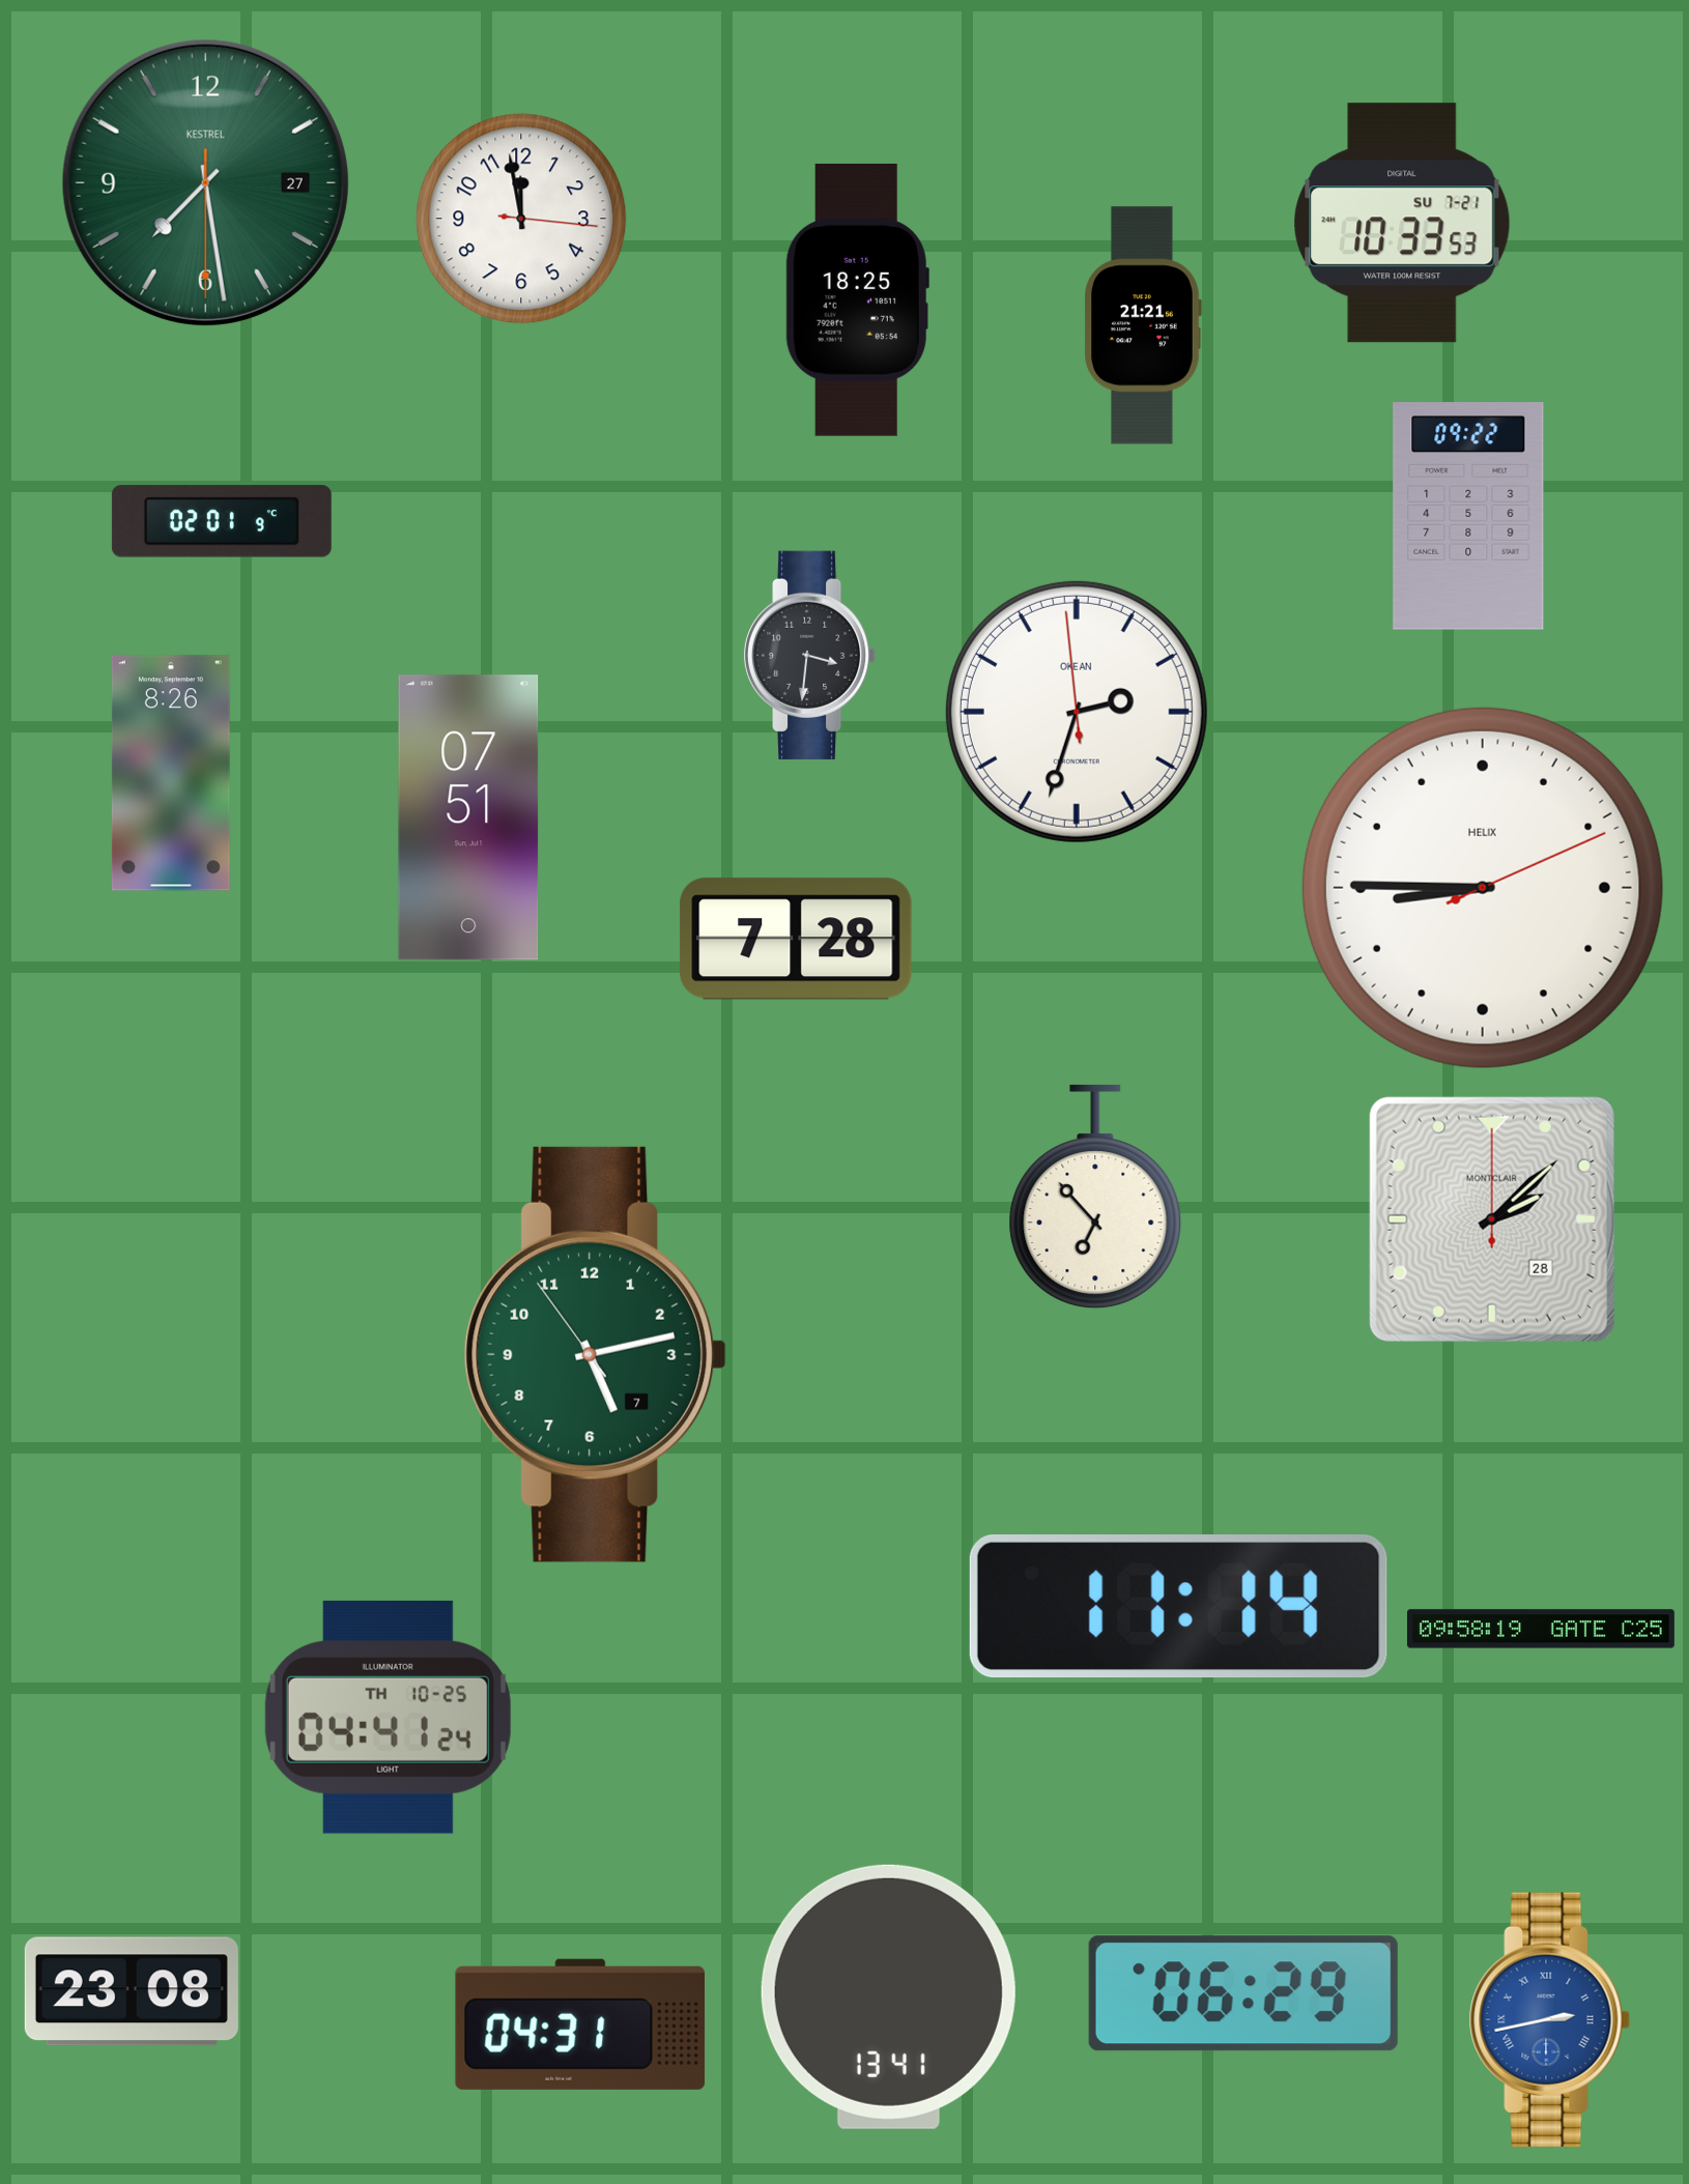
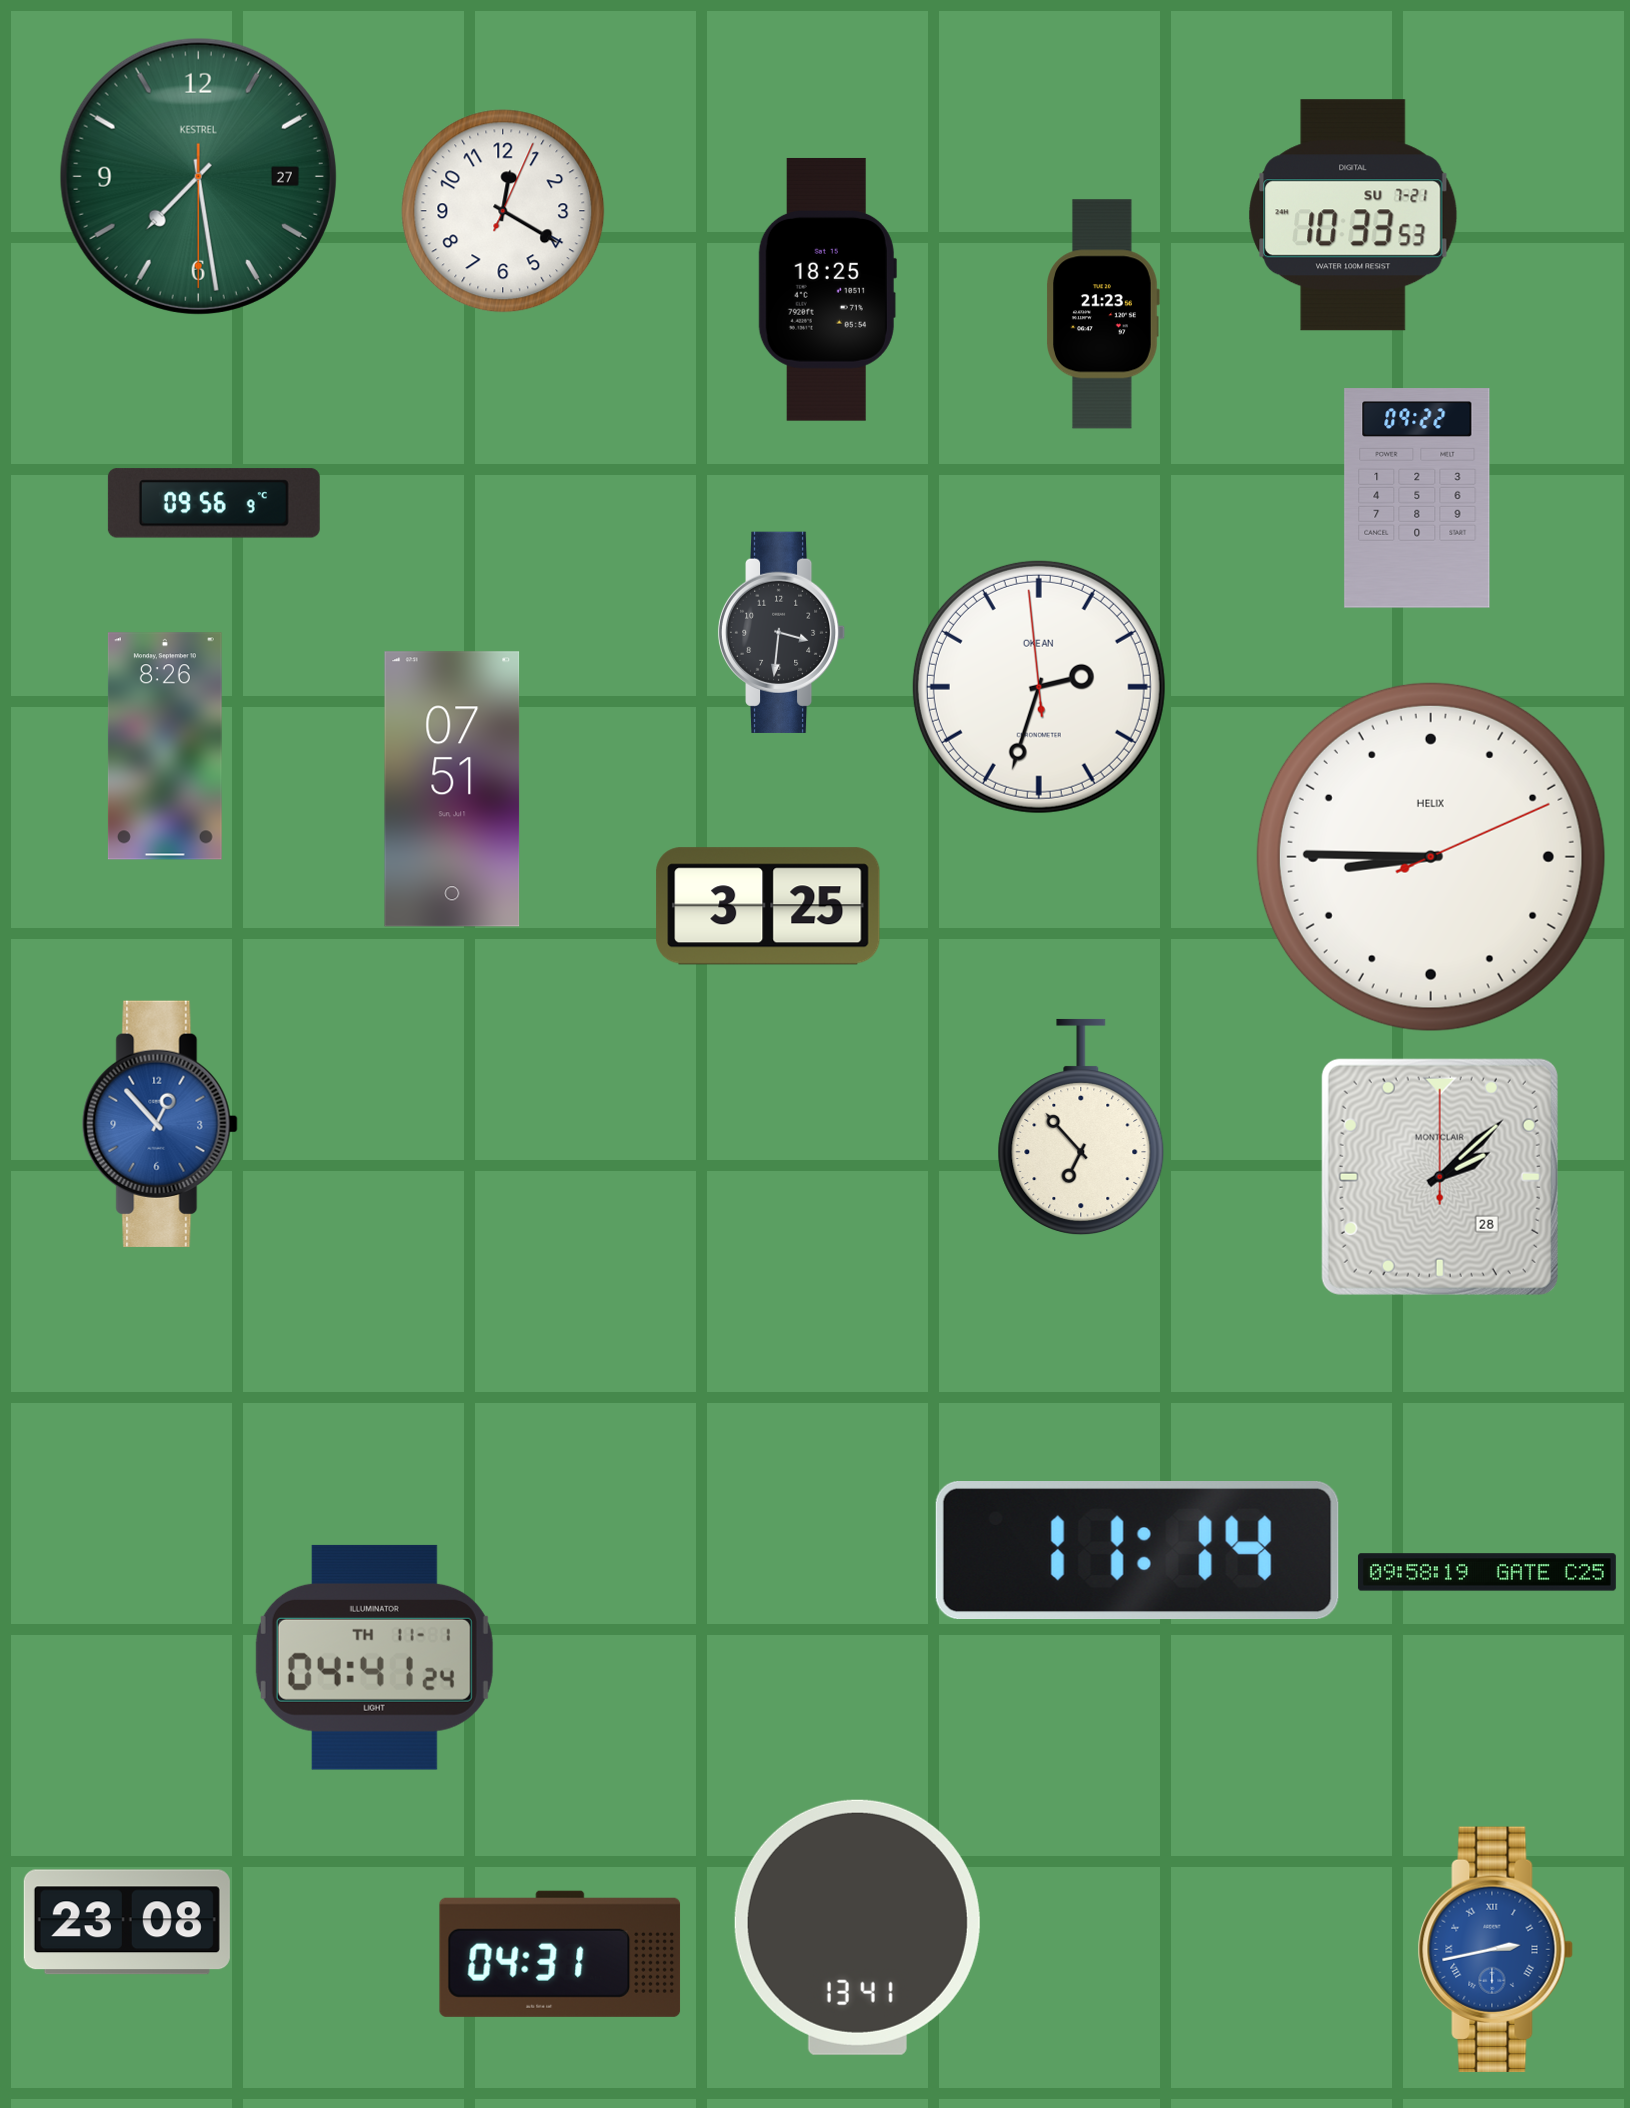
clock at (521, 219): 11:58 -> 12:20
clock at (1143, 325): 21:21 -> 21:23
clock at (222, 521): 02:01 -> 09:56
clock at (796, 939): 7:28 -> 3:25
clock at (160, 1124): none -> 12:53
clock at (1095, 1197) position: (1095, 1197) -> (1081, 1127)
clock at (596, 1354): 5:12 -> none
clock at (388, 1717) date: TH 10-25 -> TH 11-1
clock at (1243, 1993): 06:29 -> none
